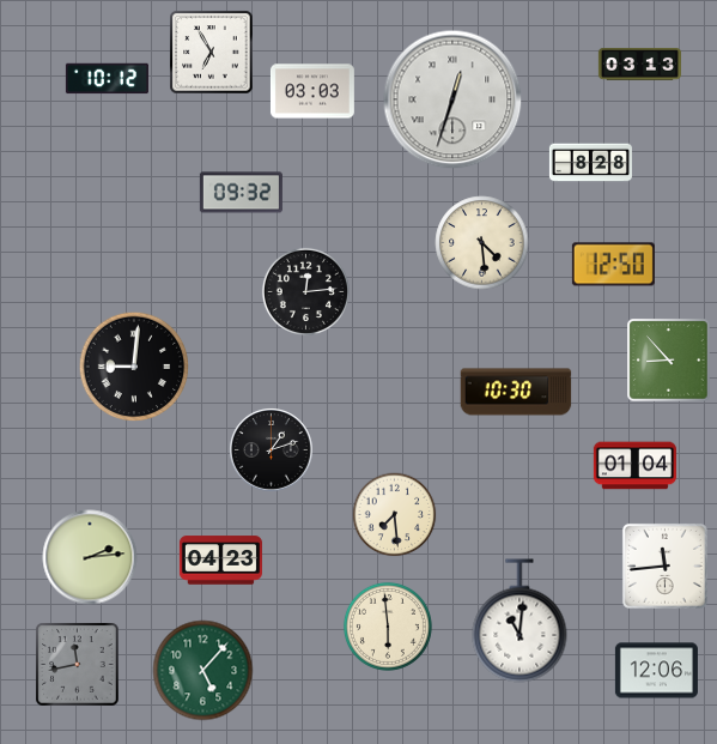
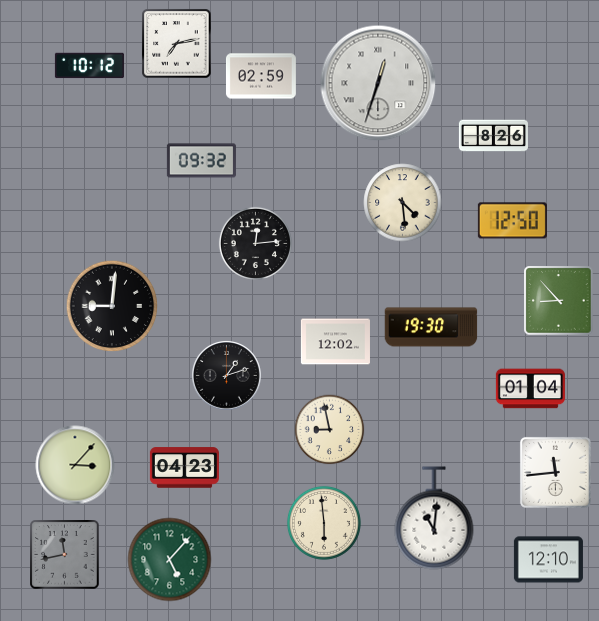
clock at (212, 53): 6:55 -> 7:13
clock at (639, 65): 03:13 -> none
clock at (312, 91): 03:03 -> 02:59
clock at (590, 163): 8:28 -> 8:26
clock at (516, 392): 10:30 -> 19:30
clock at (335, 342): none -> 12:02
clock at (395, 515): 7:29 -> 8:58
clock at (90, 557): 2:14 -> 3:07
clock at (656, 671): 12:06 -> 12:10
